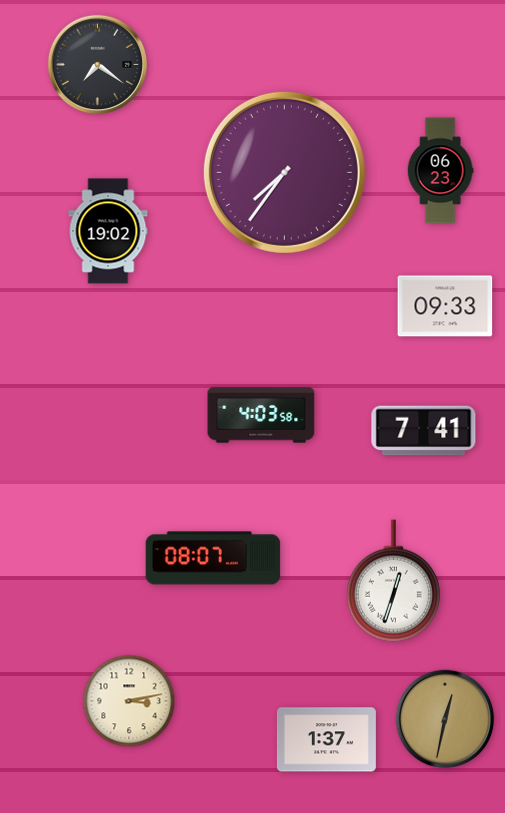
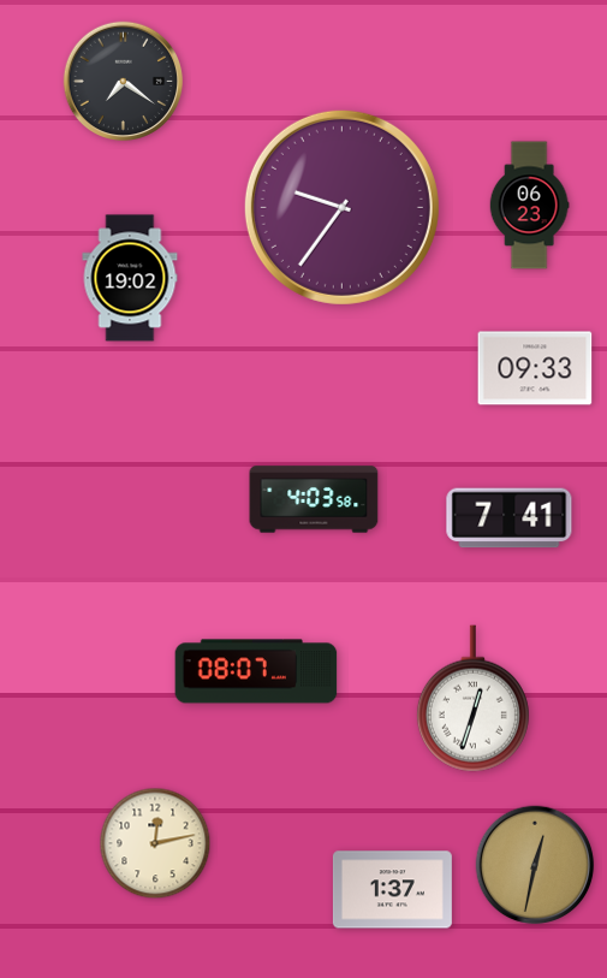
clock at (98, 65) position: (98, 65) -> (124, 82)
clock at (284, 172): 7:36 -> 9:36
clock at (129, 701): 3:13 -> 12:13
